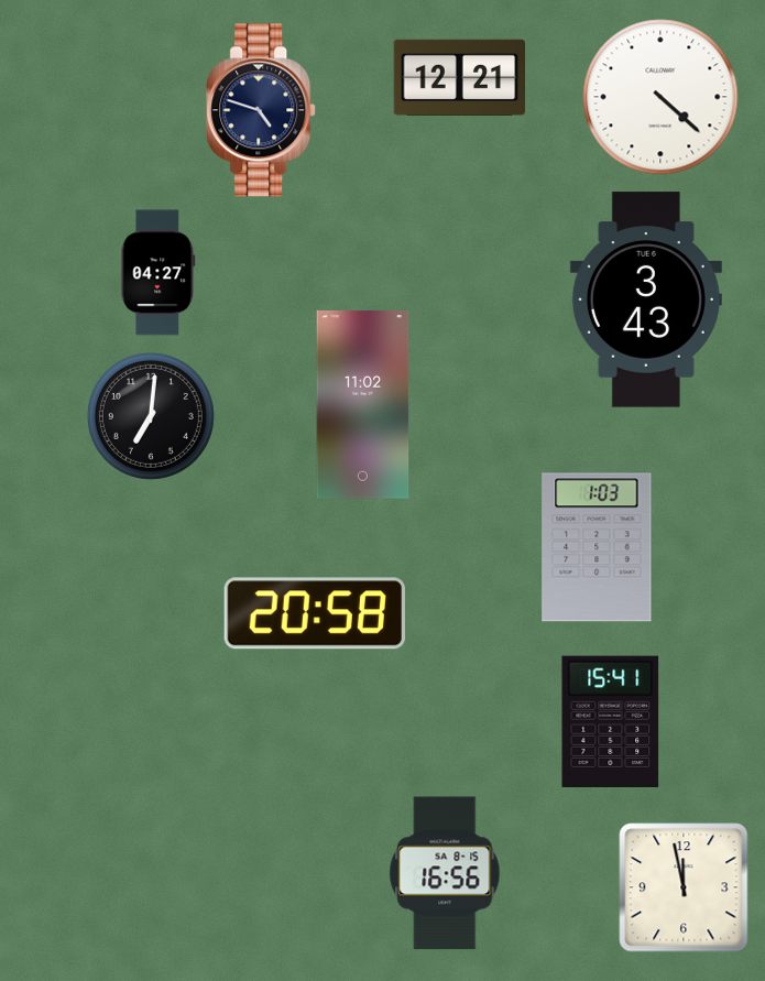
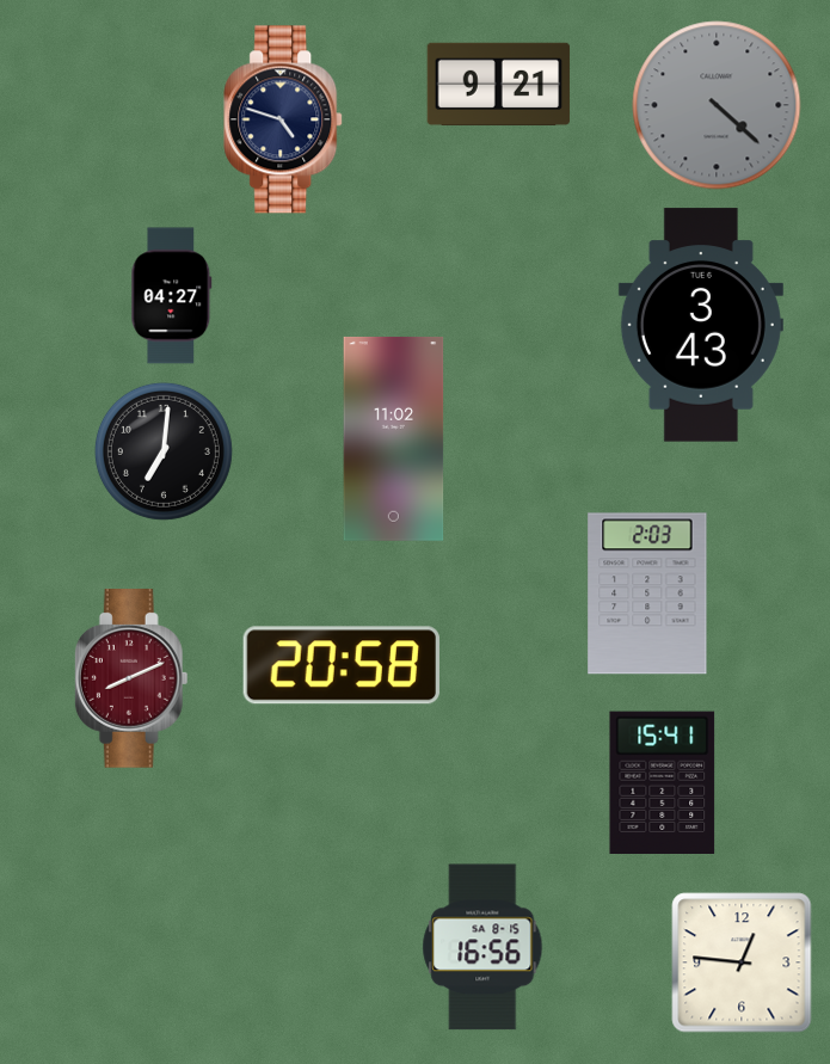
clock at (460, 77): 12:21 -> 9:21
clock at (660, 97) dial: white -> grey
clock at (597, 547): 1:03 -> 2:03
clock at (131, 678): none -> 8:11
clock at (684, 887): 11:58 -> 12:46
